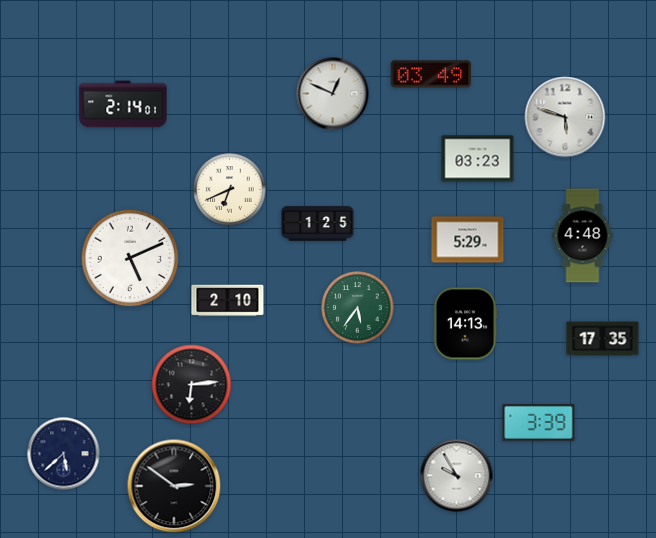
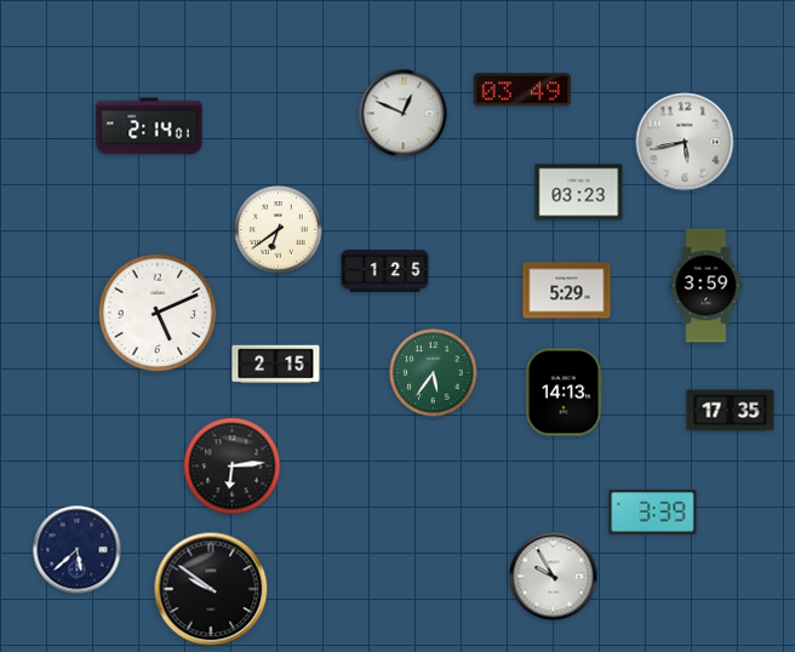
clock at (565, 117): 5:48 -> 5:43
clock at (230, 190): 6:41 -> 6:39
clock at (583, 236): 4:48 -> 3:59
clock at (228, 301): 2:10 -> 2:15
clock at (174, 486): 2:51 -> 9:51
